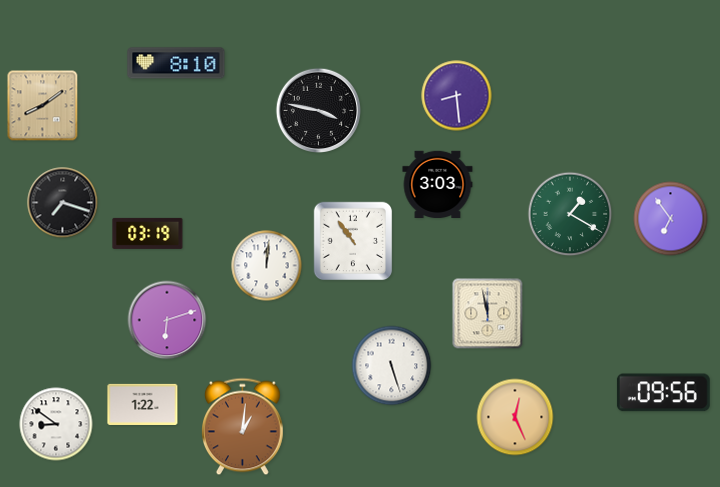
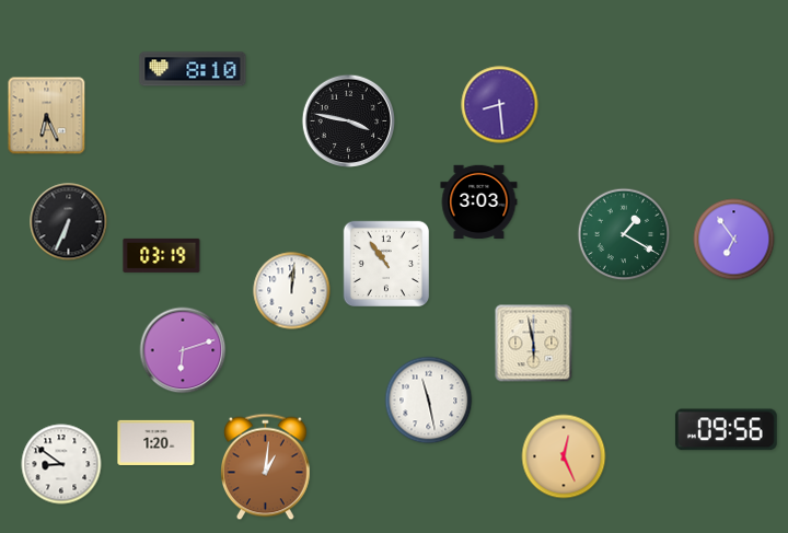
clock at (43, 106): 8:09 -> 6:26
clock at (63, 203): 7:18 -> 6:34
clock at (488, 314): 11:58 -> 5:58
clock at (392, 366): 5:27 -> 11:28
clock at (143, 404): 1:22 -> 1:20
